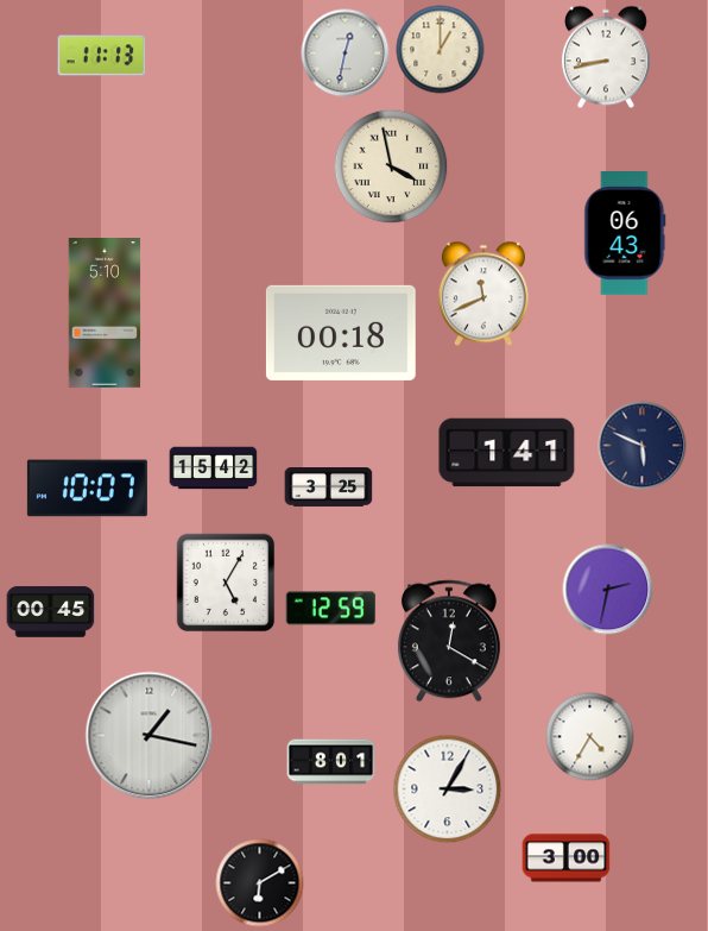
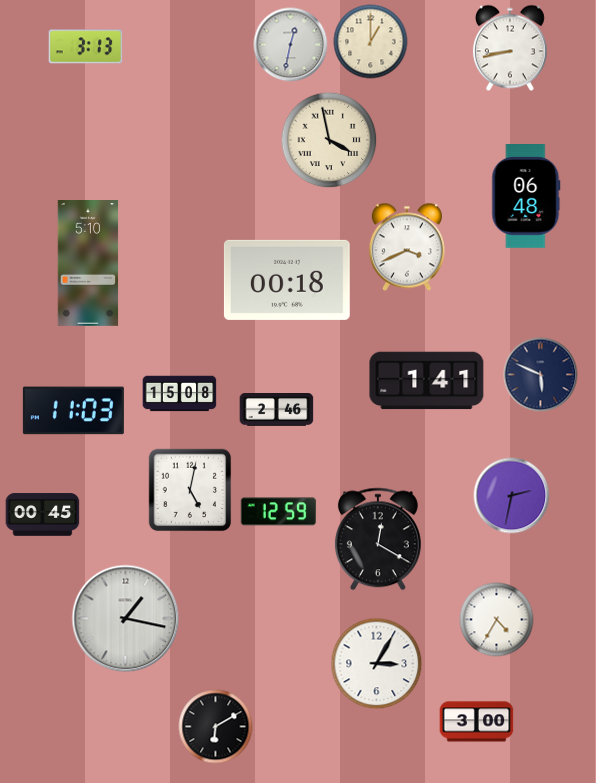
clock at (102, 56): 11:13 -> 3:13
clock at (625, 234): 06:43 -> 06:48
clock at (483, 294): 11:41 -> 3:41
clock at (214, 468): 15:42 -> 15:08
clock at (329, 487): 3:25 -> 2:46
clock at (87, 489): 10:07 -> 11:03
clock at (226, 583): 5:05 -> 5:02
clock at (331, 762): 8:01 -> none
clock at (260, 883) position: (260, 883) -> (216, 727)
